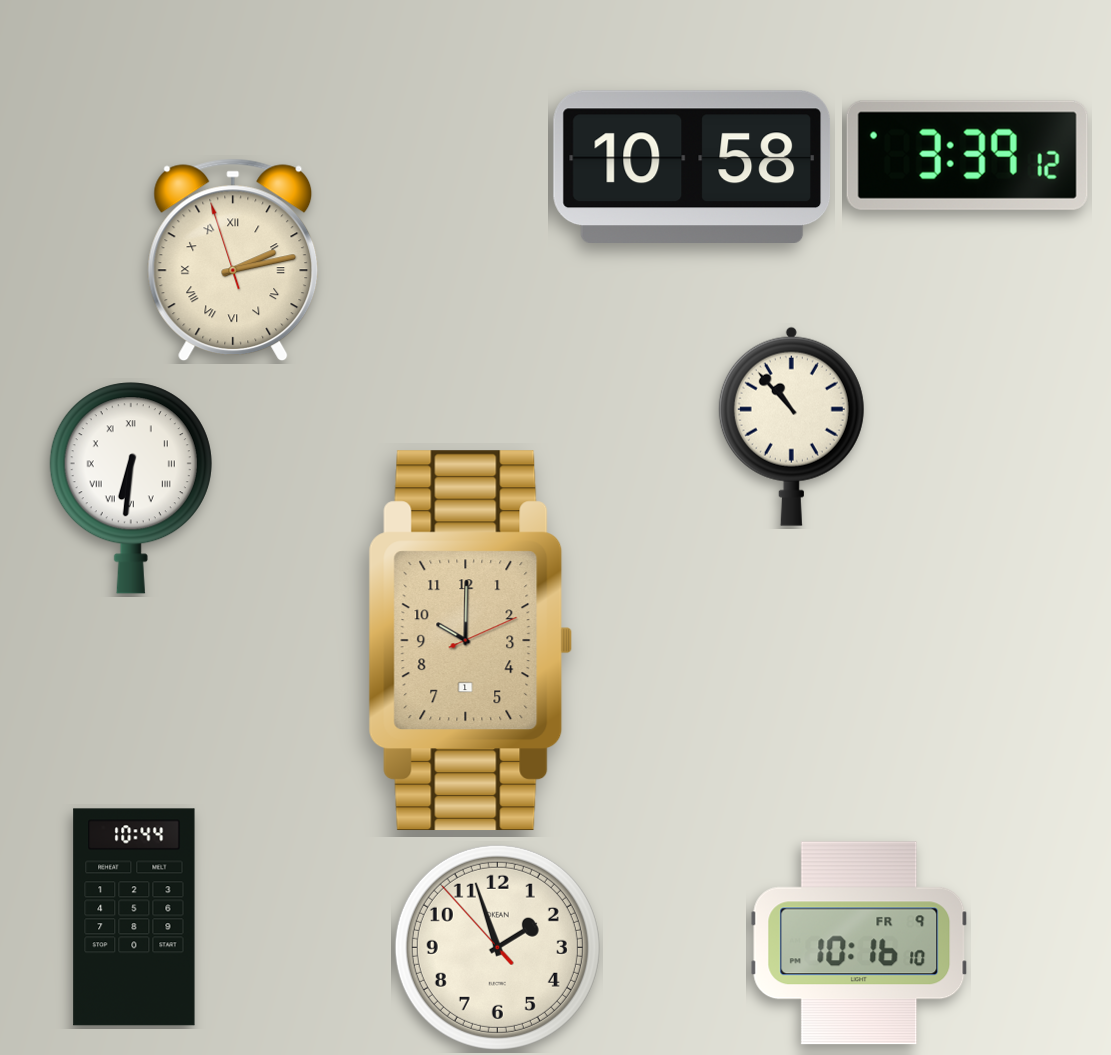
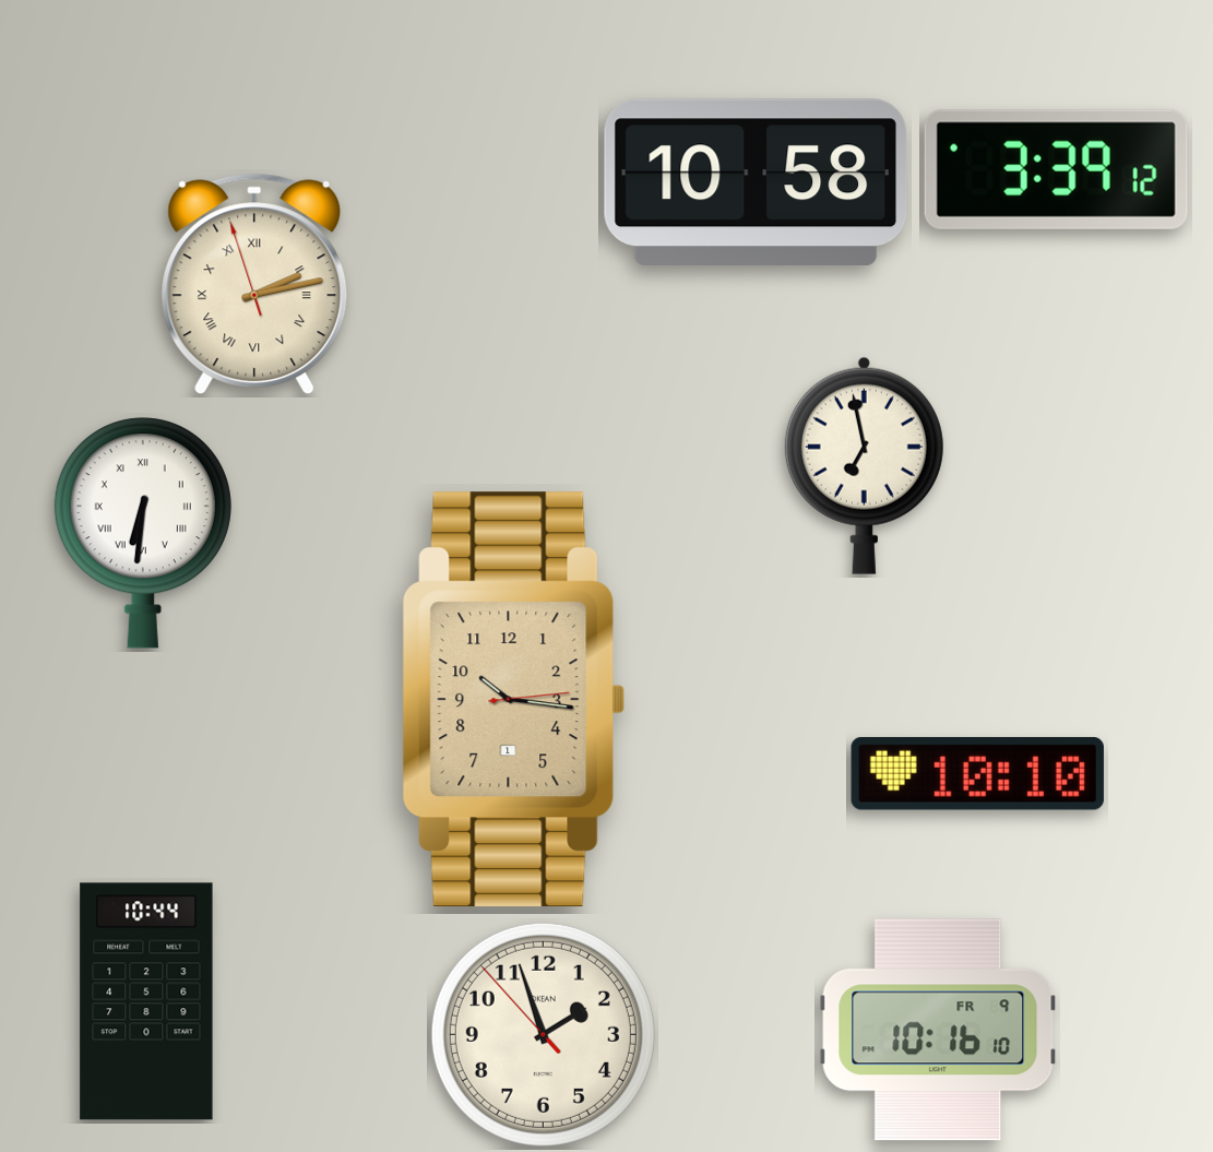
clock at (791, 426): 10:53 -> 6:58
clock at (471, 641): 10:00 -> 10:16
clock at (977, 773): none -> 10:10
